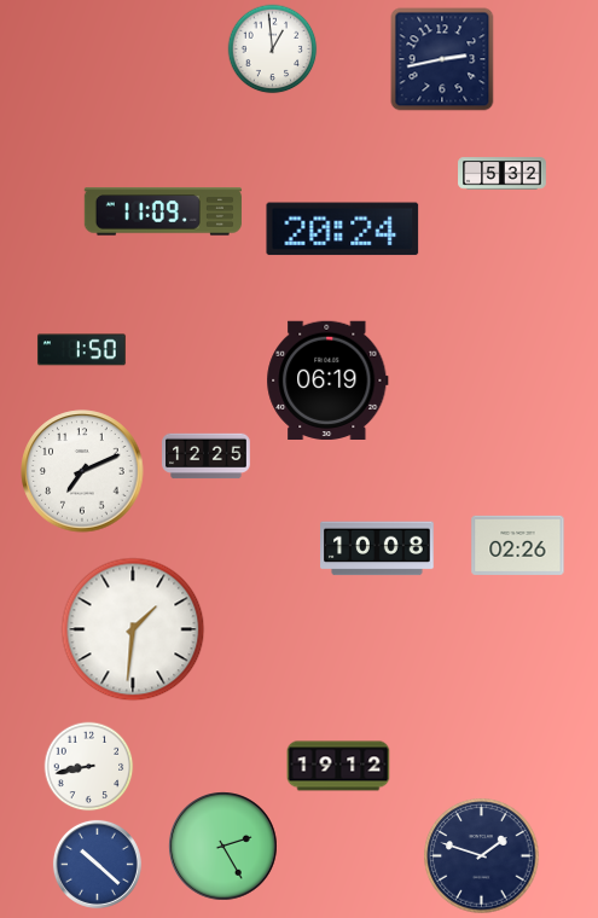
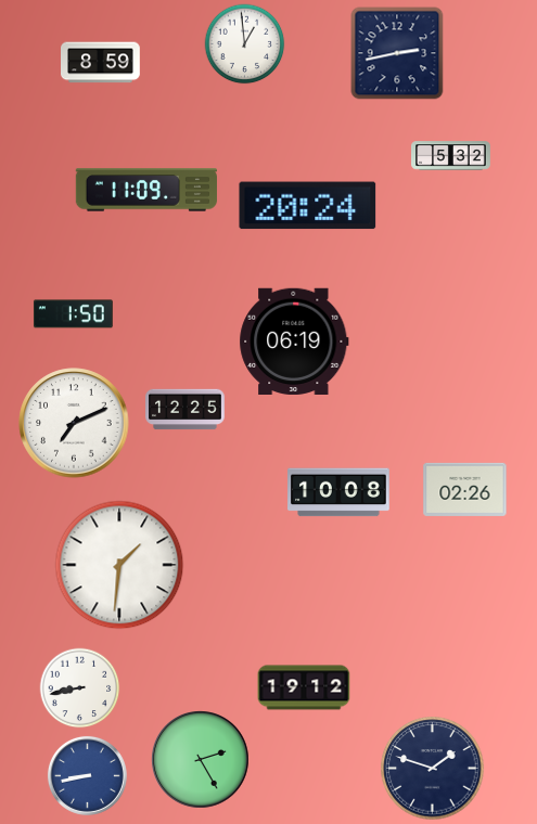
clock at (101, 63): none -> 8:59
clock at (97, 864): 10:22 -> 8:43
